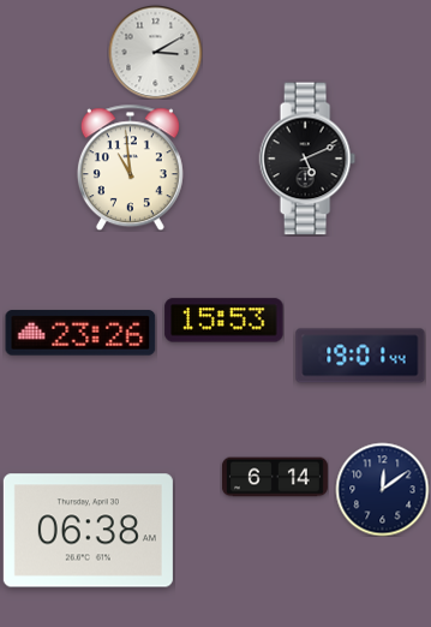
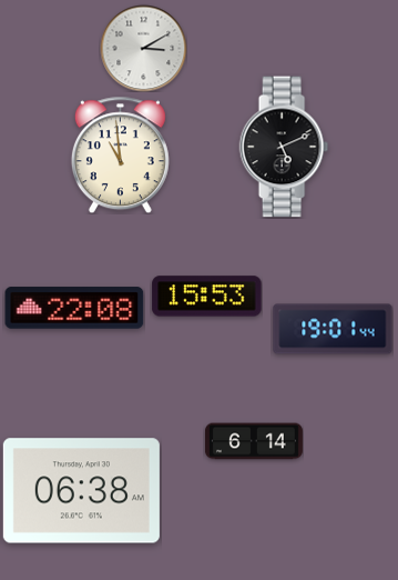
clock at (80, 333): 23:26 -> 22:08
clock at (382, 489): 12:09 -> none
